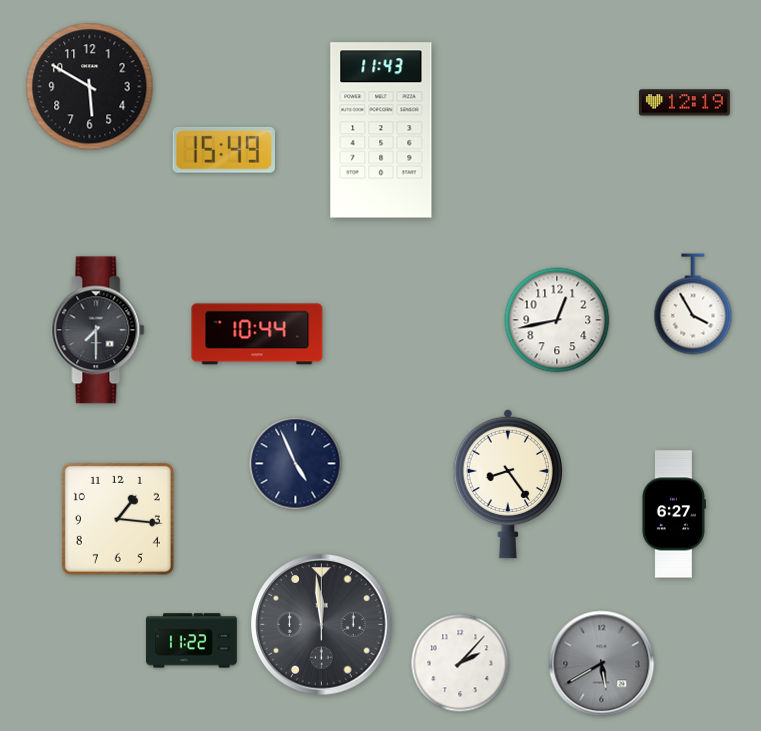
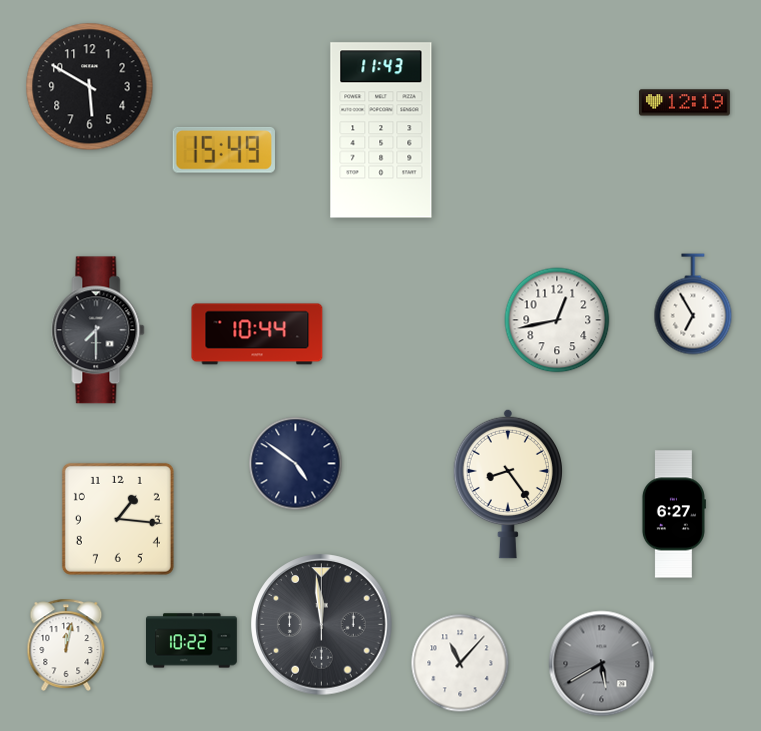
clock at (693, 304): 3:55 -> 6:55
clock at (296, 464): 4:56 -> 4:51
clock at (192, 641): 11:22 -> 10:22
clock at (66, 644): none -> 12:02
clock at (460, 663): 2:07 -> 11:07
